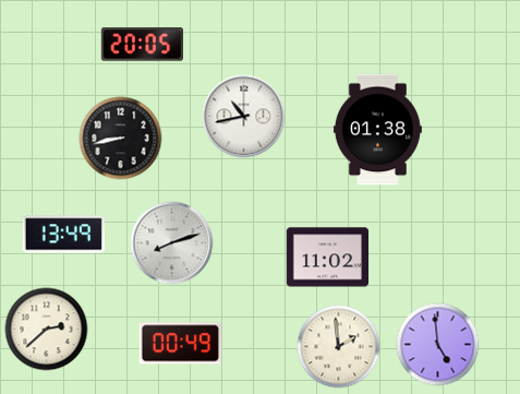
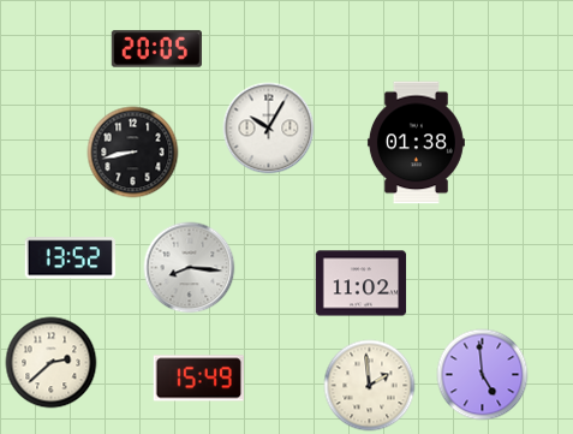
clock at (244, 117): 10:43 -> 10:05
clock at (63, 235): 13:49 -> 13:52
clock at (172, 243): 8:12 -> 8:16
clock at (180, 344): 00:49 -> 15:49
clock at (438, 345) position: (438, 345) -> (483, 375)
clock at (339, 347) position: (339, 347) -> (370, 386)
